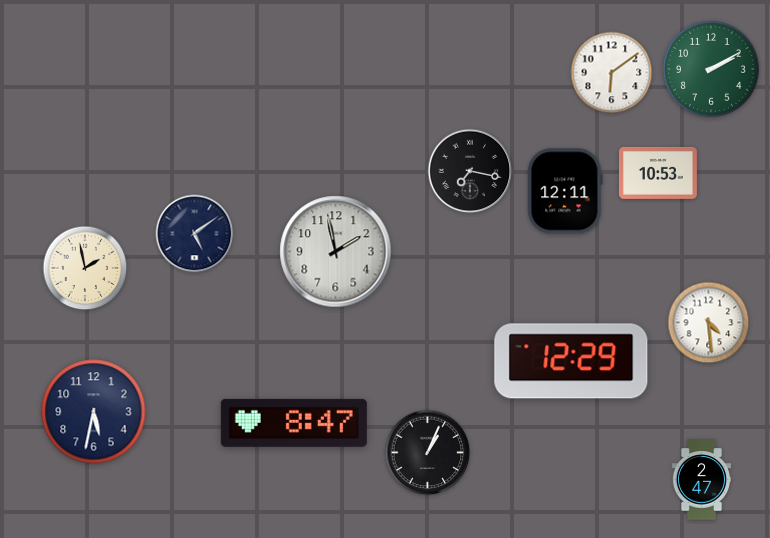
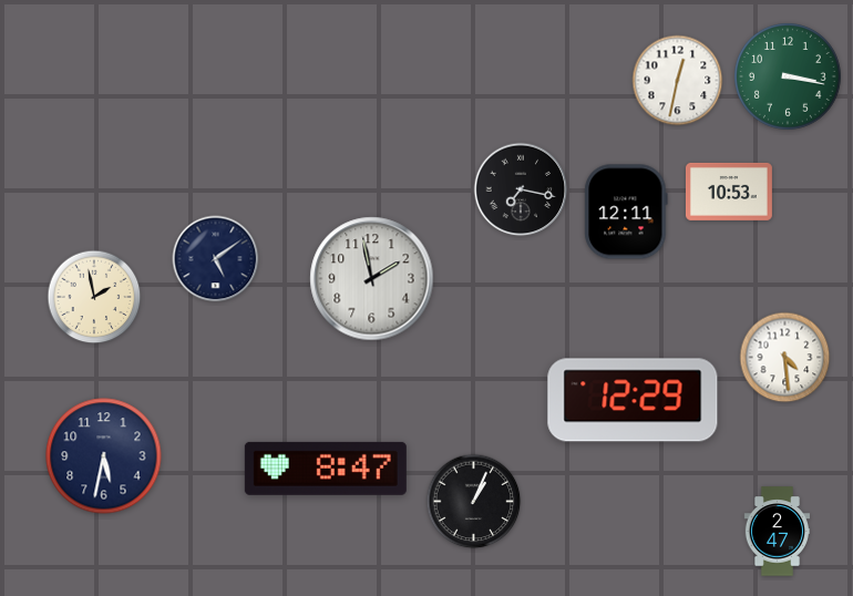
clock at (712, 70): 2:10 -> 3:17
clock at (612, 73): 6:09 -> 12:32
